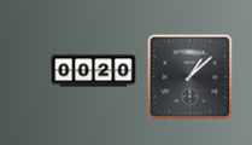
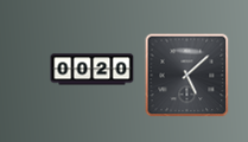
clock at (191, 77): 1:08 -> 5:08
